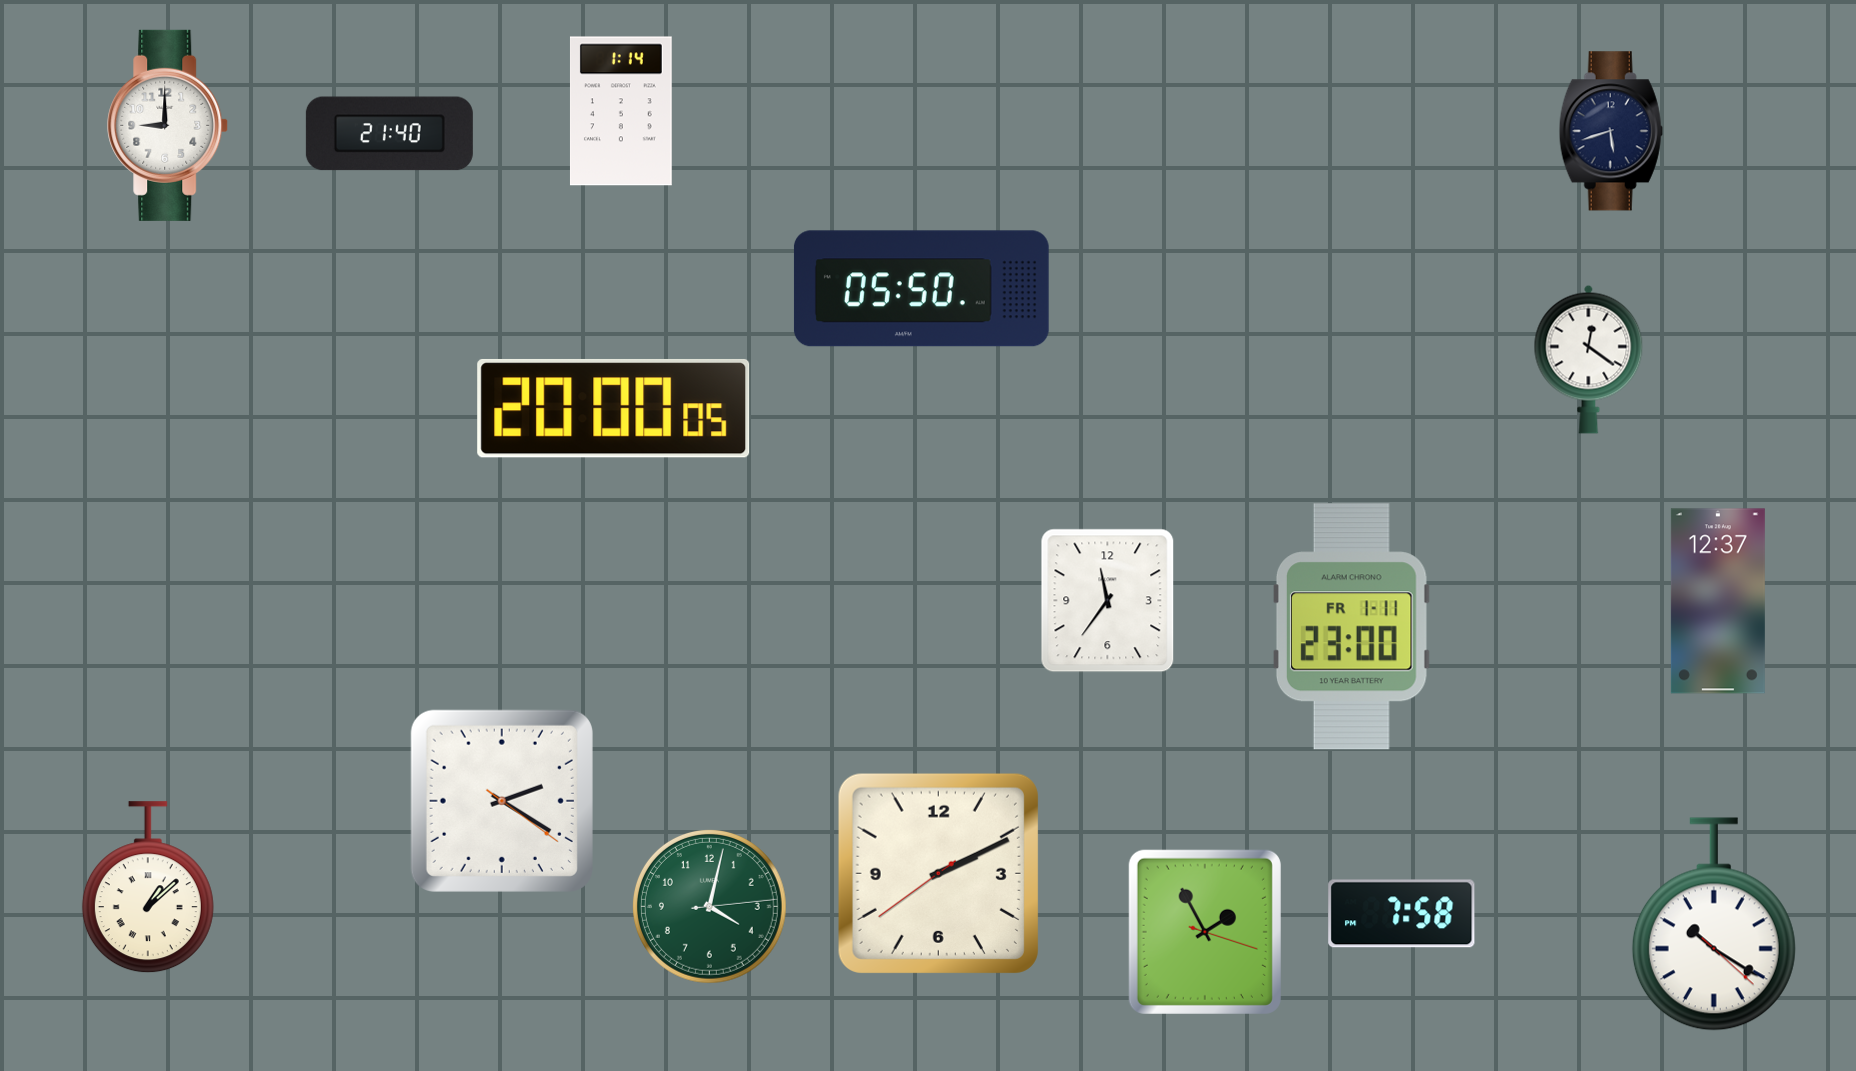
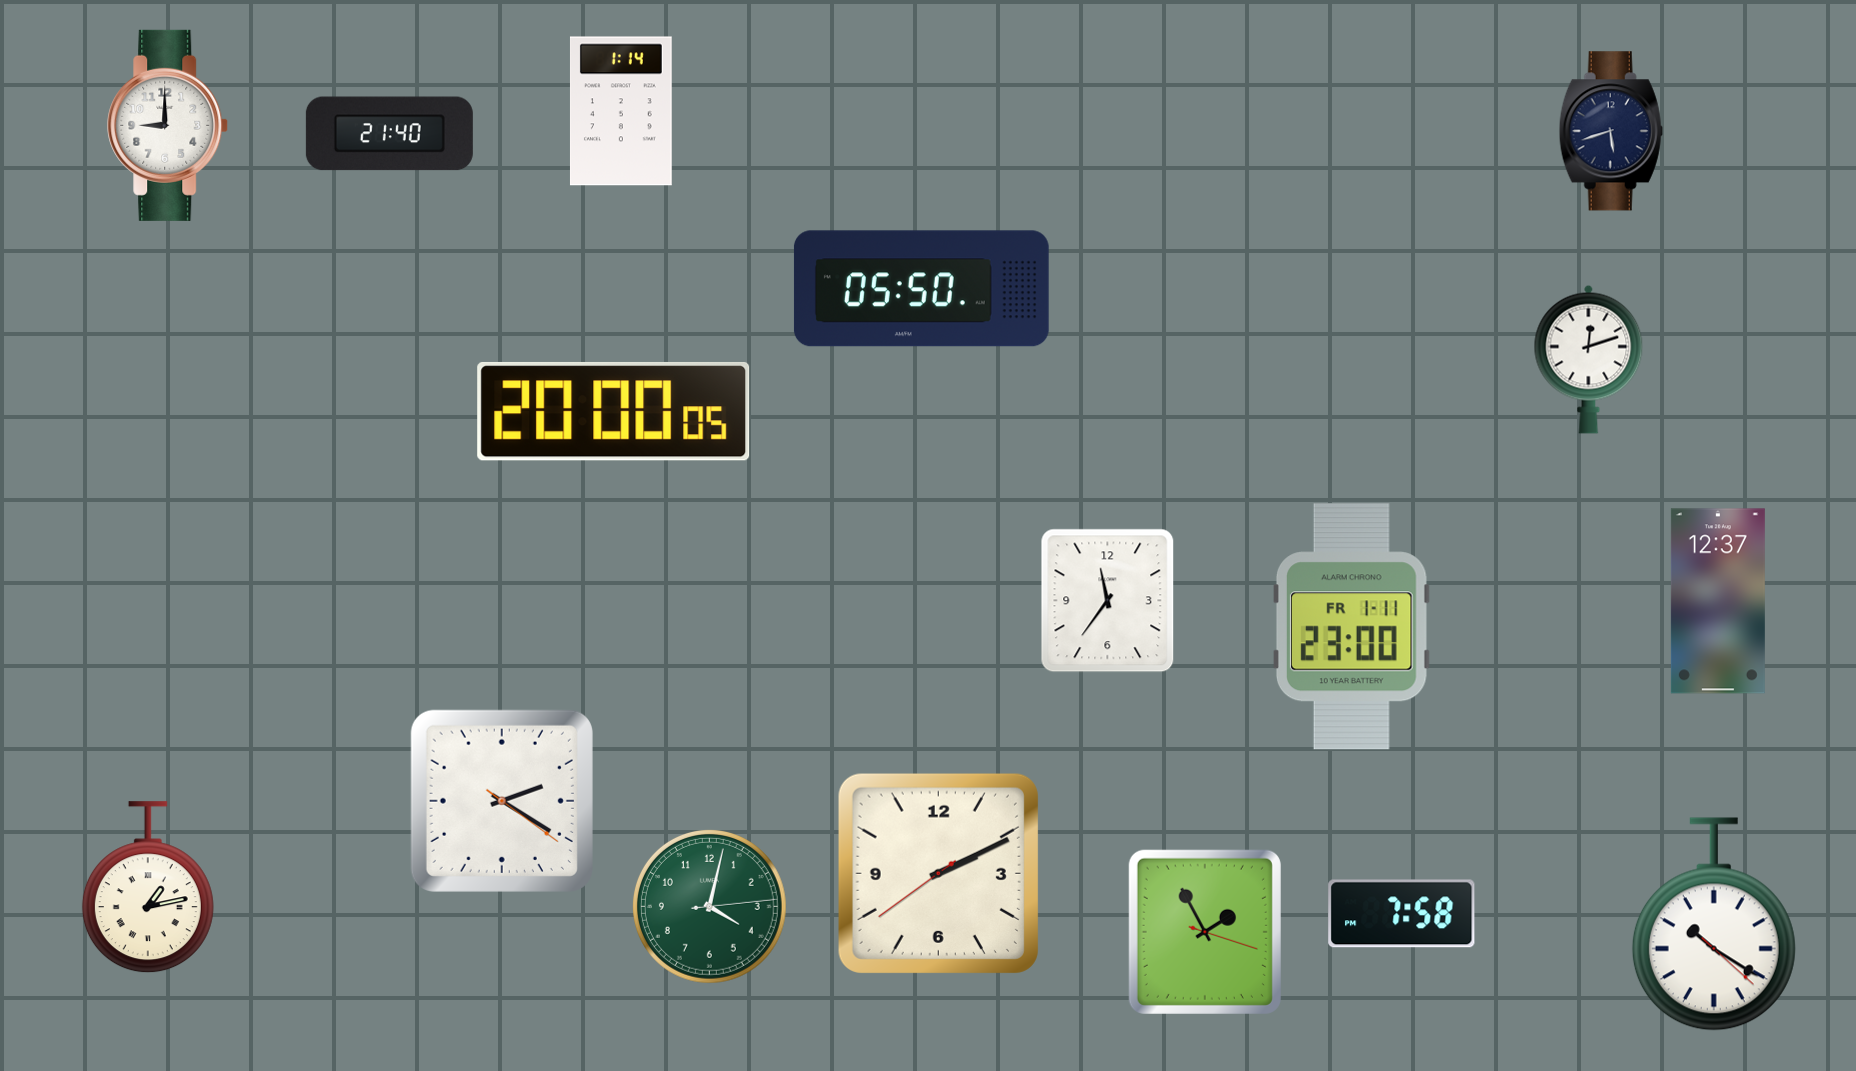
clock at (1589, 359): 12:21 -> 12:12
clock at (614, 408) position: (614, 408) -> (614, 411)
clock at (148, 888): 1:08 -> 1:13
